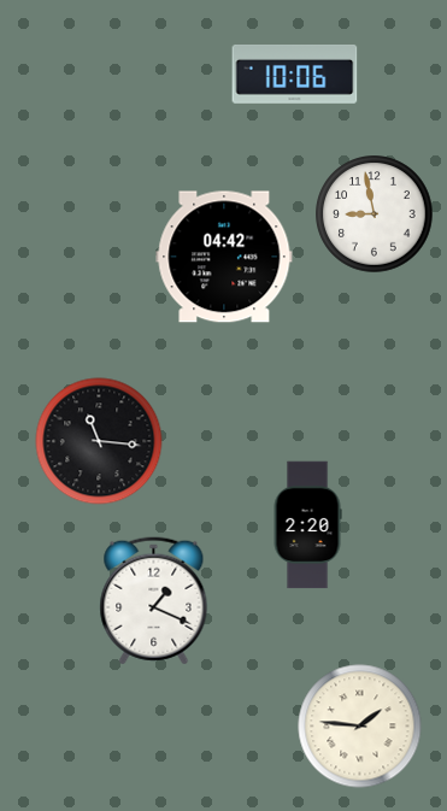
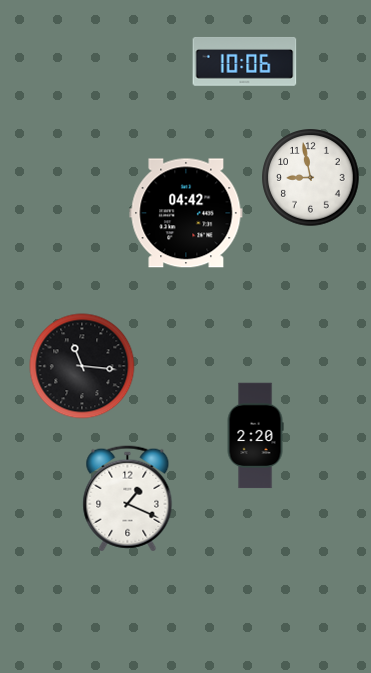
clock at (360, 727): 1:46 -> none
